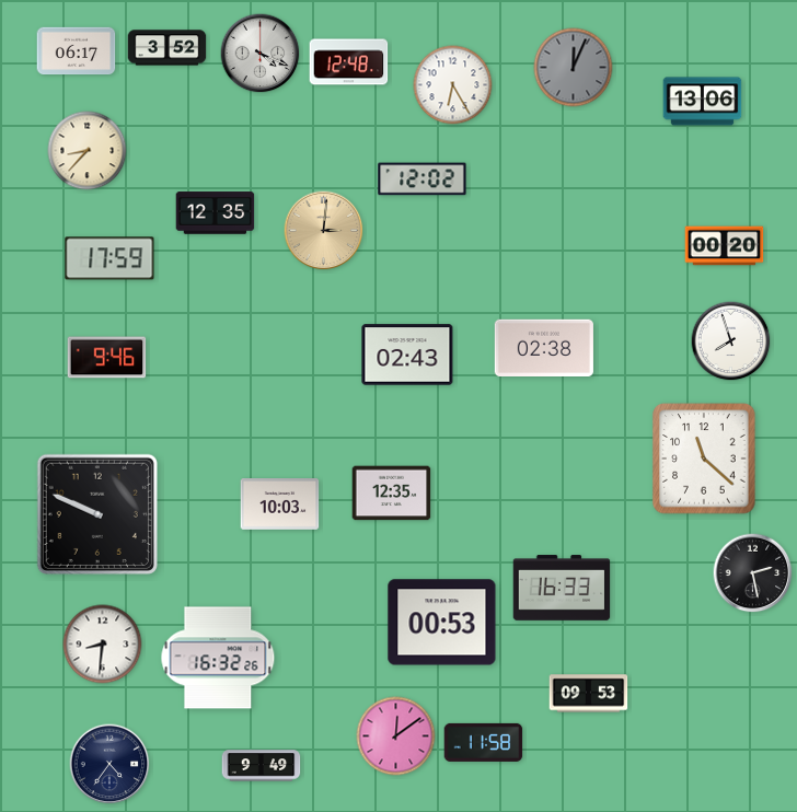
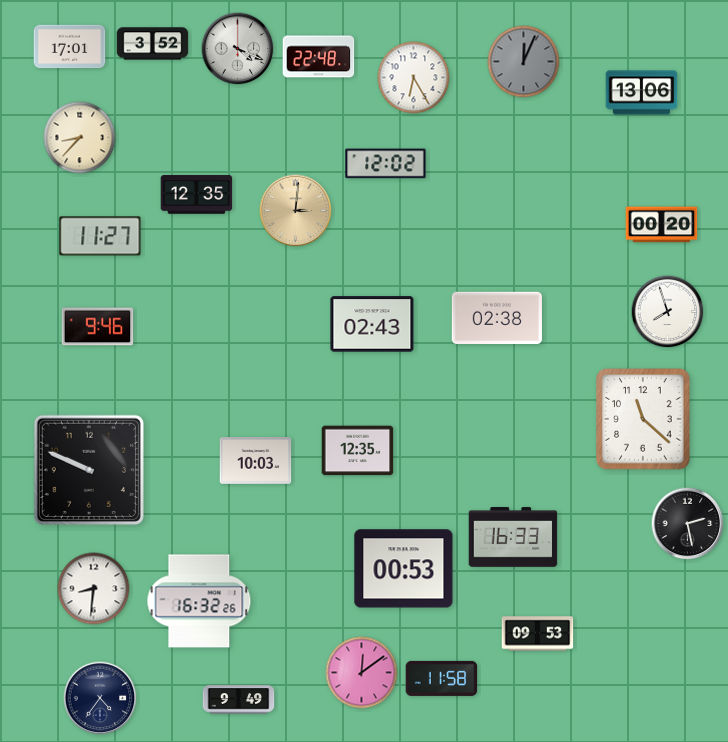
clock at (77, 51): 06:17 -> 17:01
clock at (349, 62): 12:48 -> 22:48
clock at (109, 258): 17:59 -> 11:27
